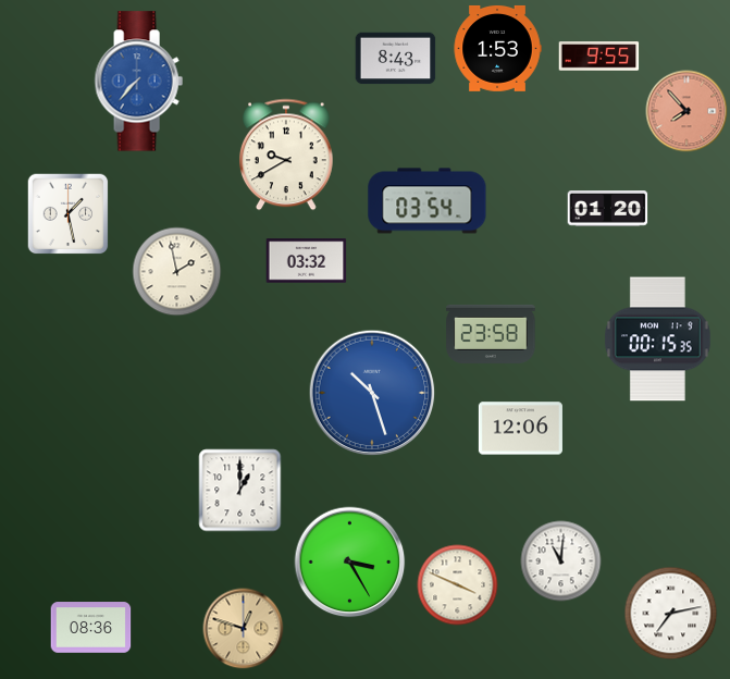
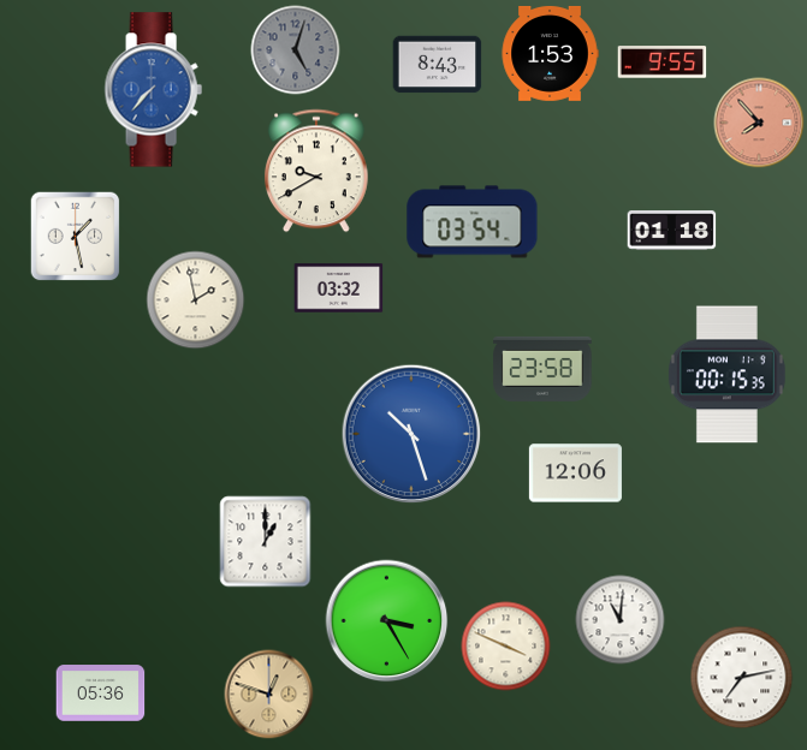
clock at (296, 50): none -> 5:03
clock at (608, 209): 01:20 -> 01:18
clock at (91, 628): 08:36 -> 05:36
